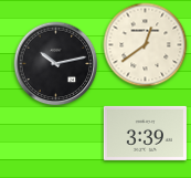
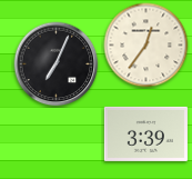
clock at (146, 45): 12:39 -> 12:36
clock at (56, 64): 10:13 -> 7:04
